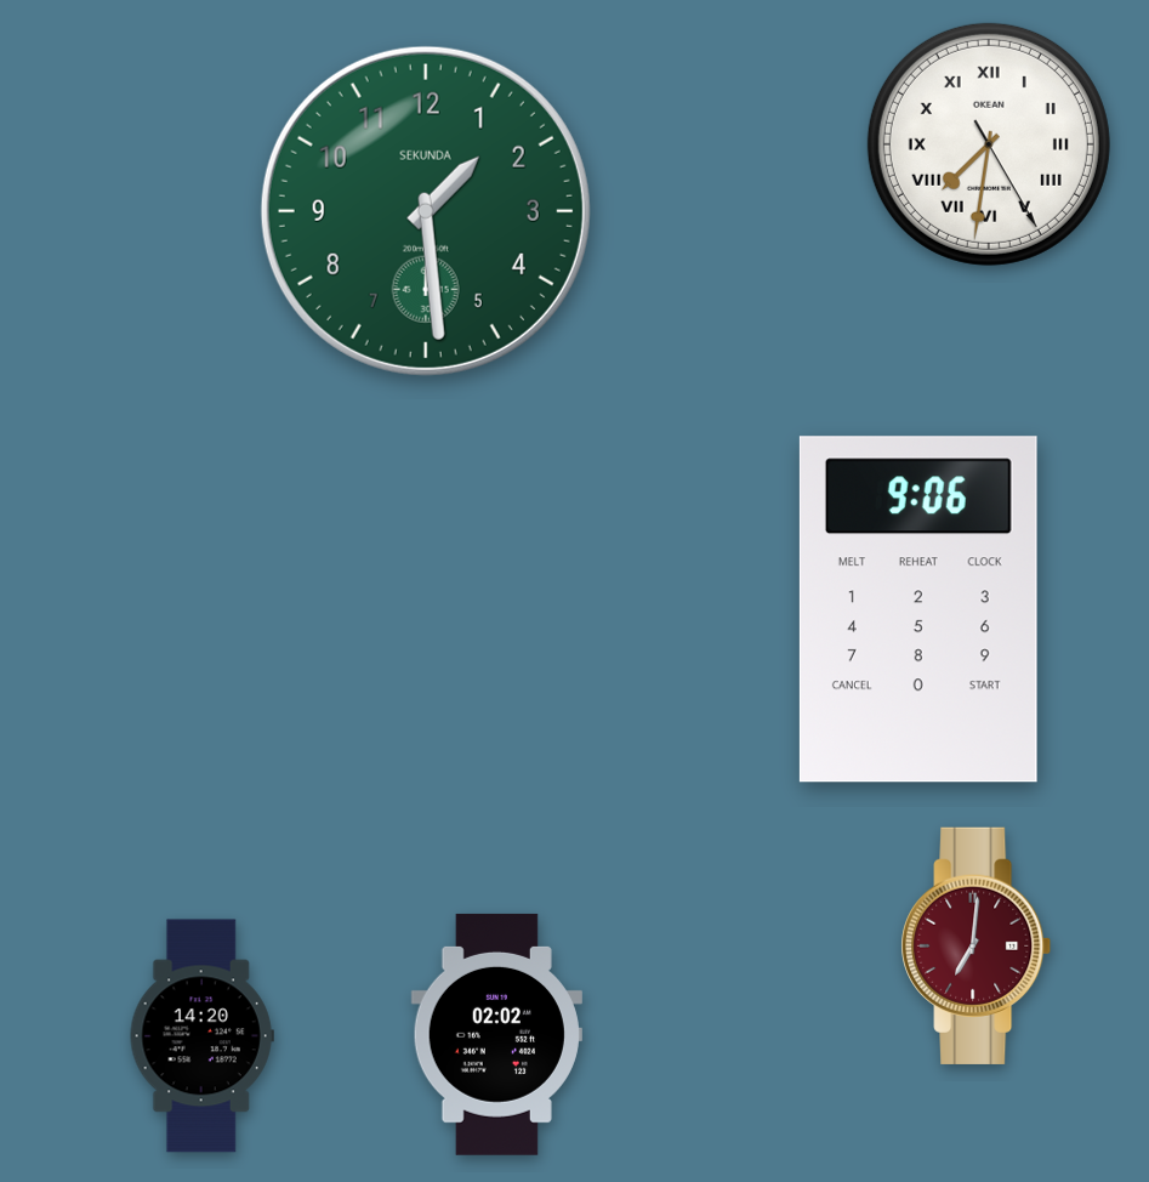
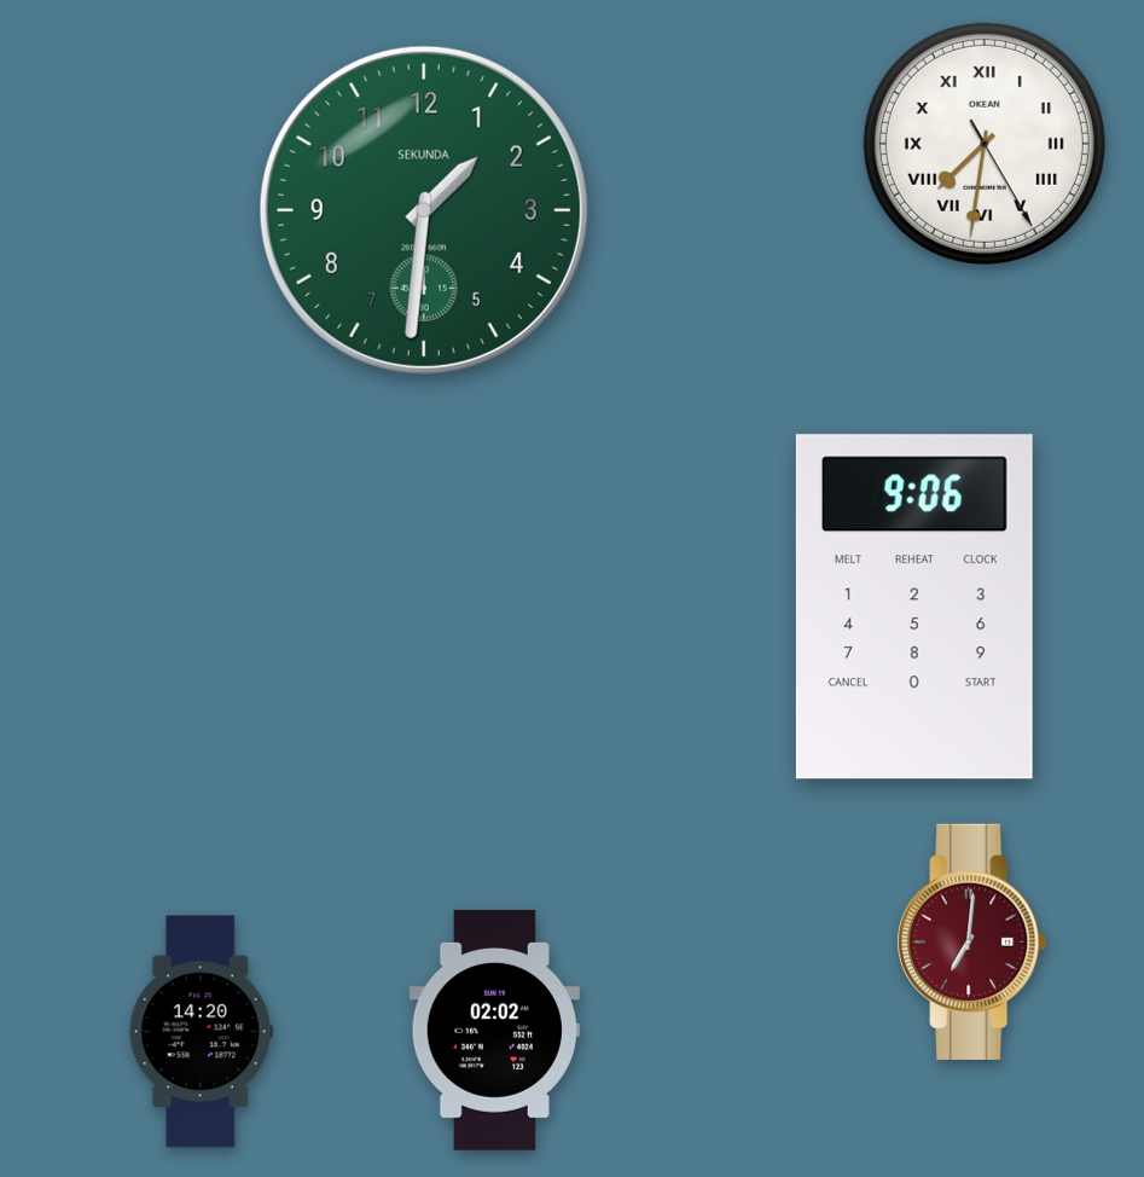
clock at (426, 211): 1:29 -> 1:31
